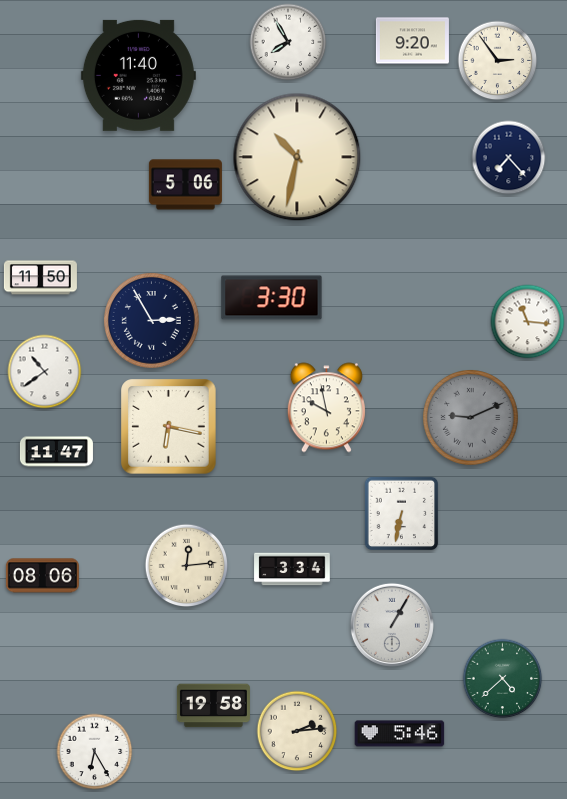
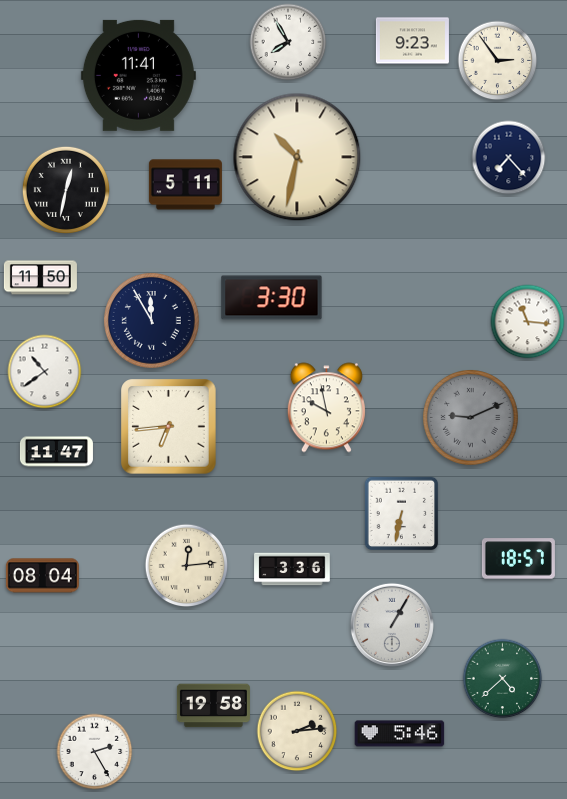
clock at (412, 41): 9:20 -> 9:23
clock at (138, 75): 11:40 -> 11:41
clock at (185, 185): 5:06 -> 5:11
clock at (66, 190): none -> 12:32
clock at (152, 321): 2:55 -> 11:55
clock at (169, 427): 6:17 -> 6:44
clock at (518, 559): none -> 18:57
clock at (292, 569): 3:34 -> 3:36
clock at (42, 576): 08:06 -> 08:04
clock at (95, 752): 6:25 -> 2:25
